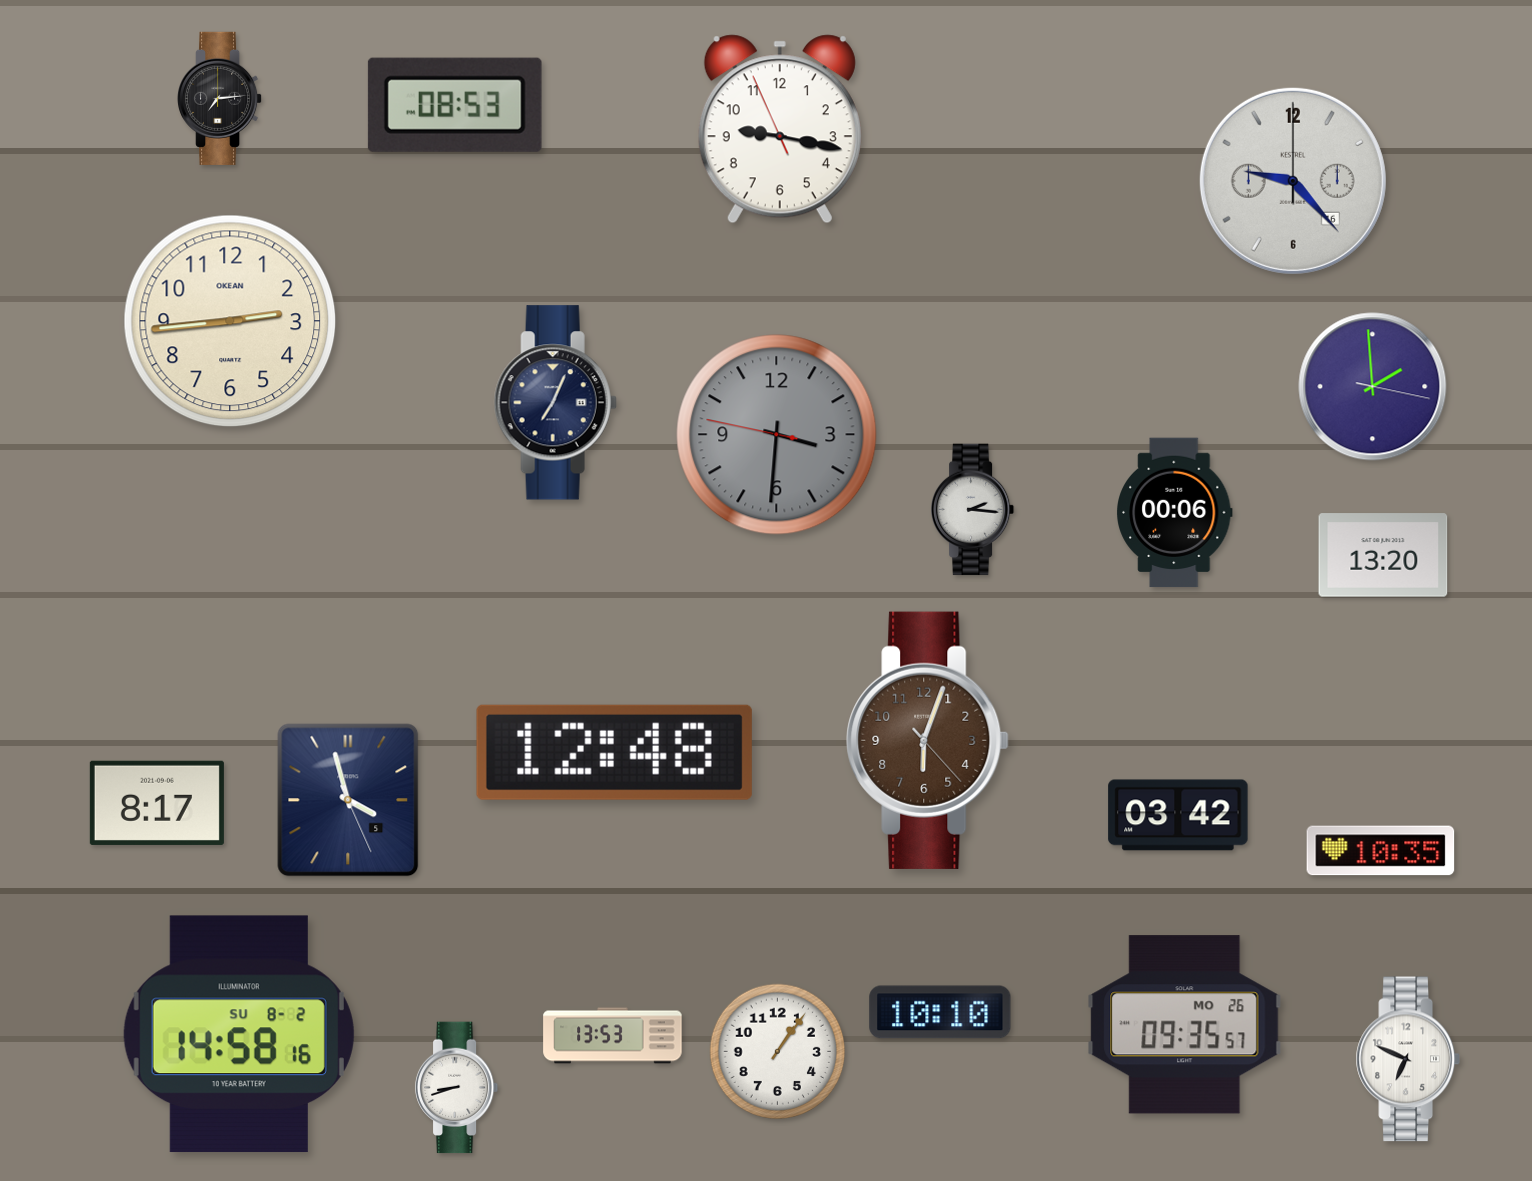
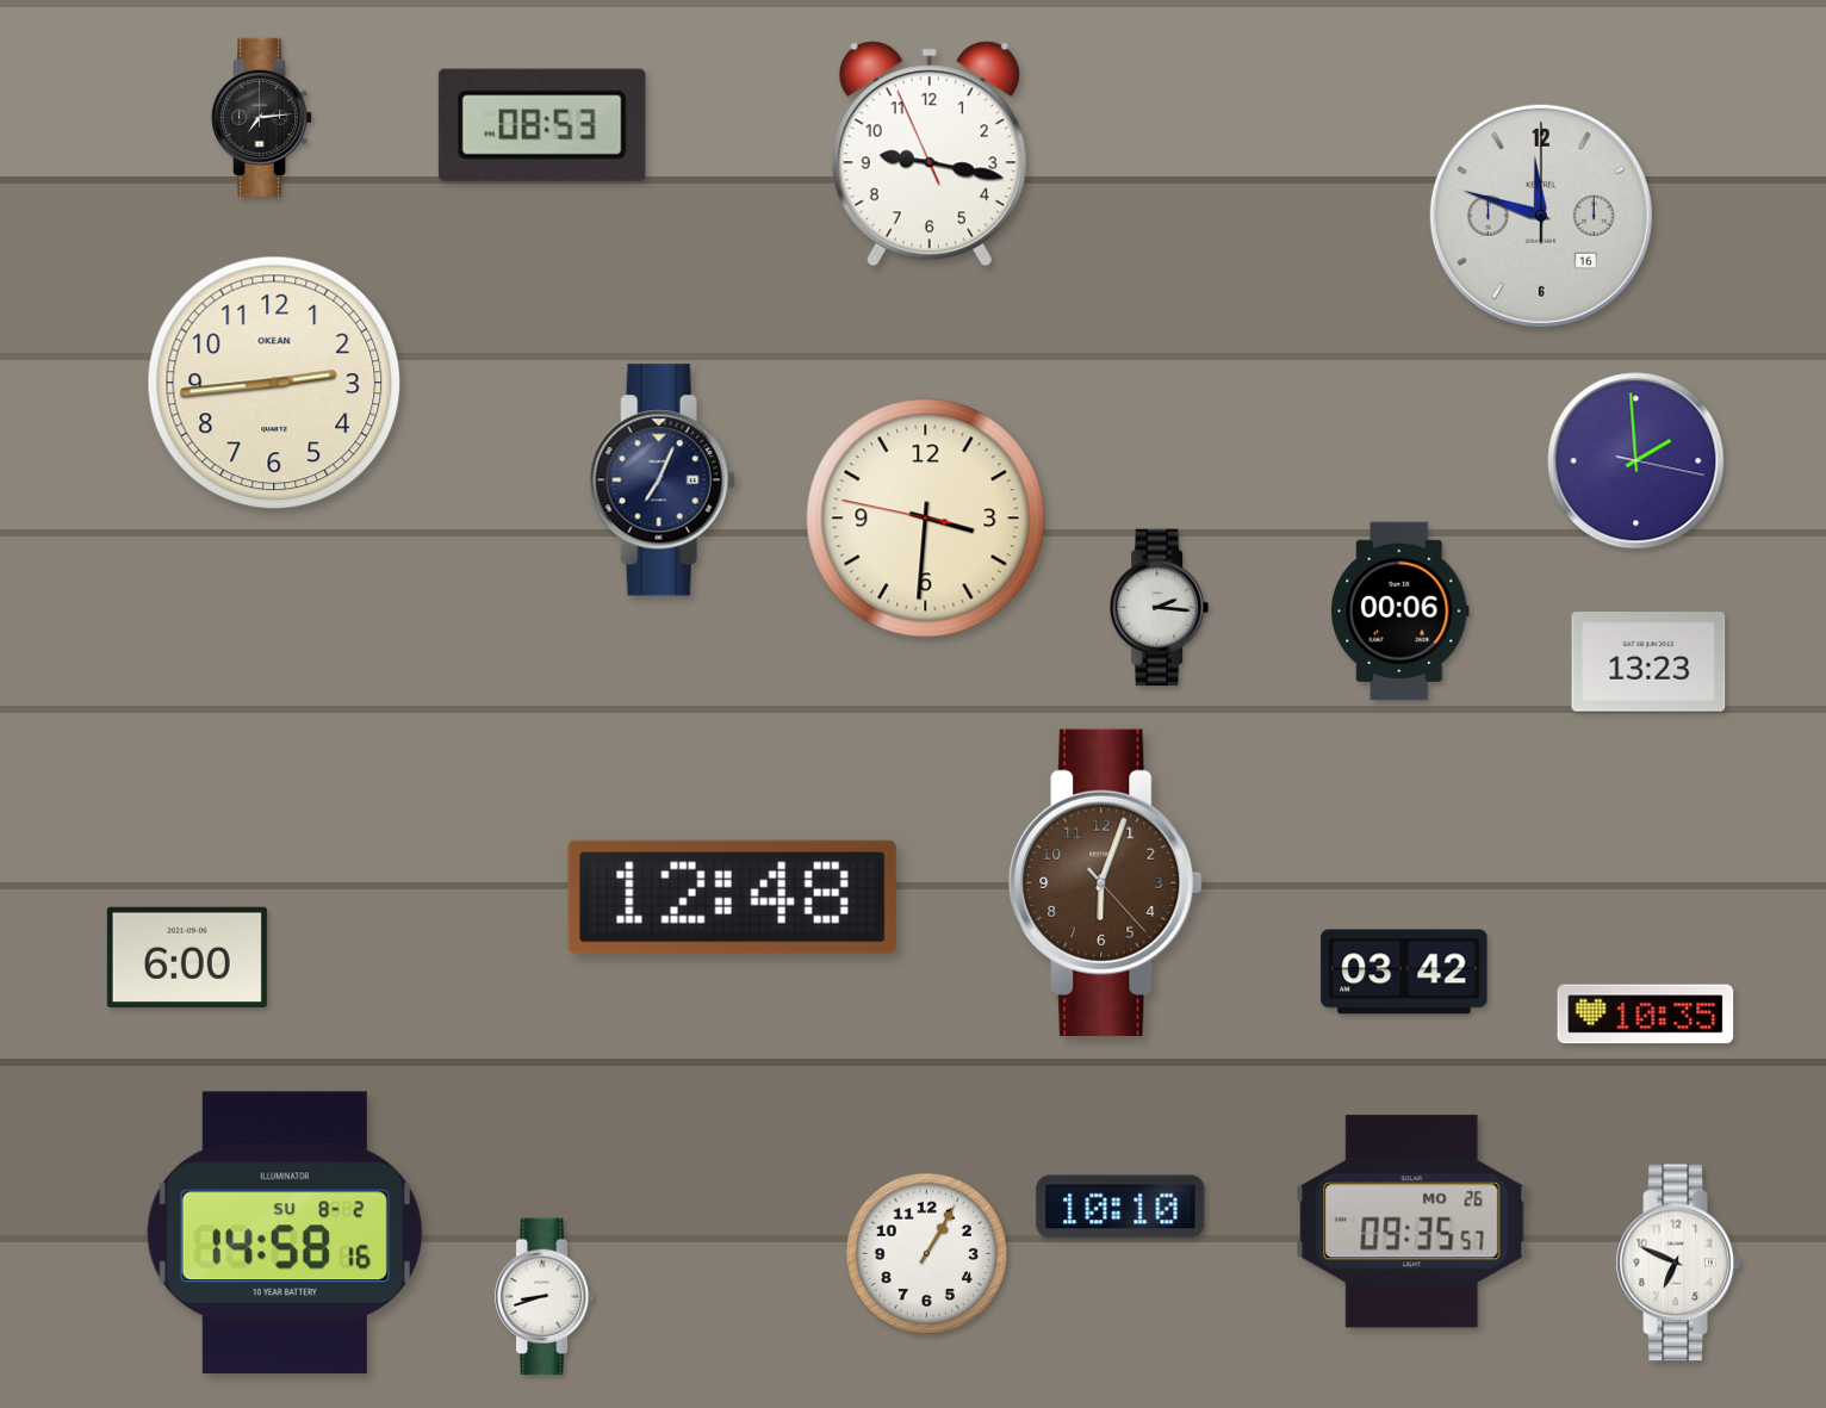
clock at (1293, 181): 9:23 -> 11:48
clock at (777, 435) dial: grey -> cream
clock at (1383, 555): 13:20 -> 13:23
clock at (348, 800): 3:57 -> none
clock at (157, 803): 8:17 -> 6:00
clock at (613, 1036): 13:53 -> none
clock at (778, 1052): 1:06 -> 1:05
